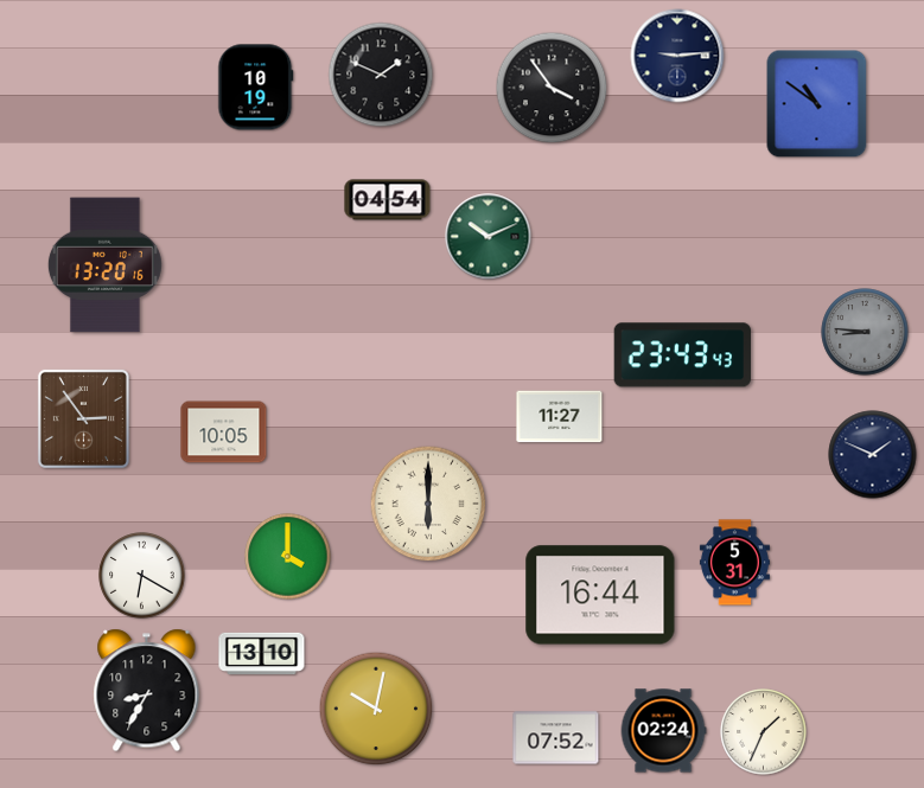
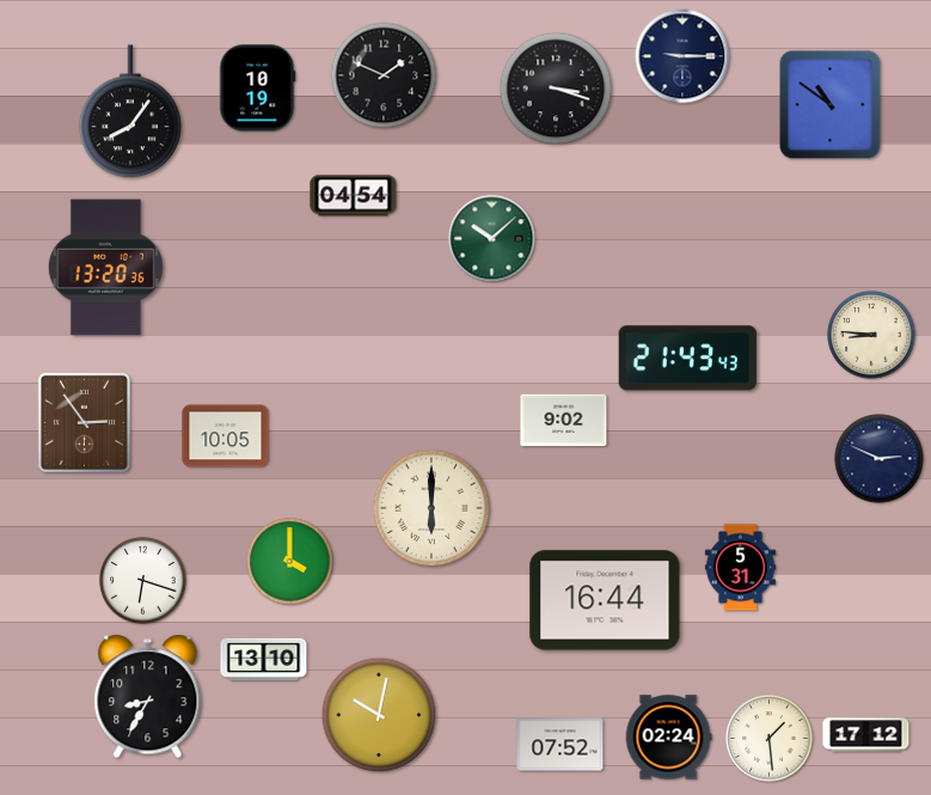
clock at (677, 56): 9:14 -> 9:15
clock at (552, 88): 3:54 -> 3:18
clock at (817, 104) position: (817, 104) -> (831, 105)
clock at (131, 112): none -> 8:06
clock at (388, 200) position: (388, 200) -> (354, 196)
clock at (489, 237): 10:11 -> 10:08
clock at (104, 265): 13:20:16 -> 13:20:36
clock at (865, 332) dial: grey -> cream
clock at (682, 355): 23:43 -> 21:43
clock at (560, 417): 11:27 -> 9:02
clock at (873, 455): 1:49 -> 2:49
clock at (142, 576): 6:20 -> 6:18
clock at (866, 735): none -> 17:12
clock at (764, 732): 1:34 -> 1:29
